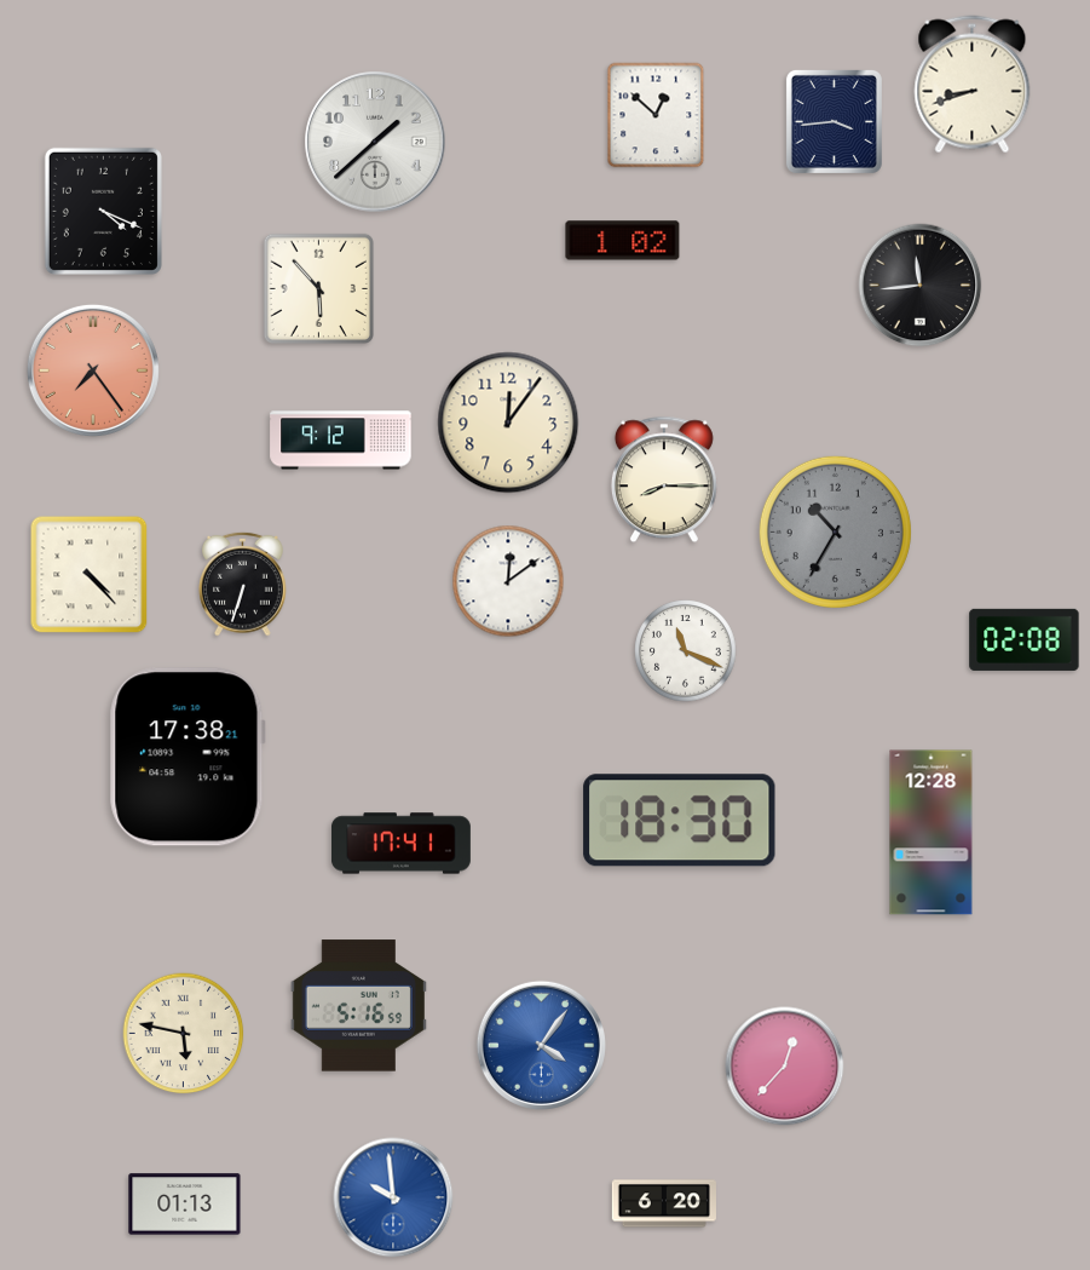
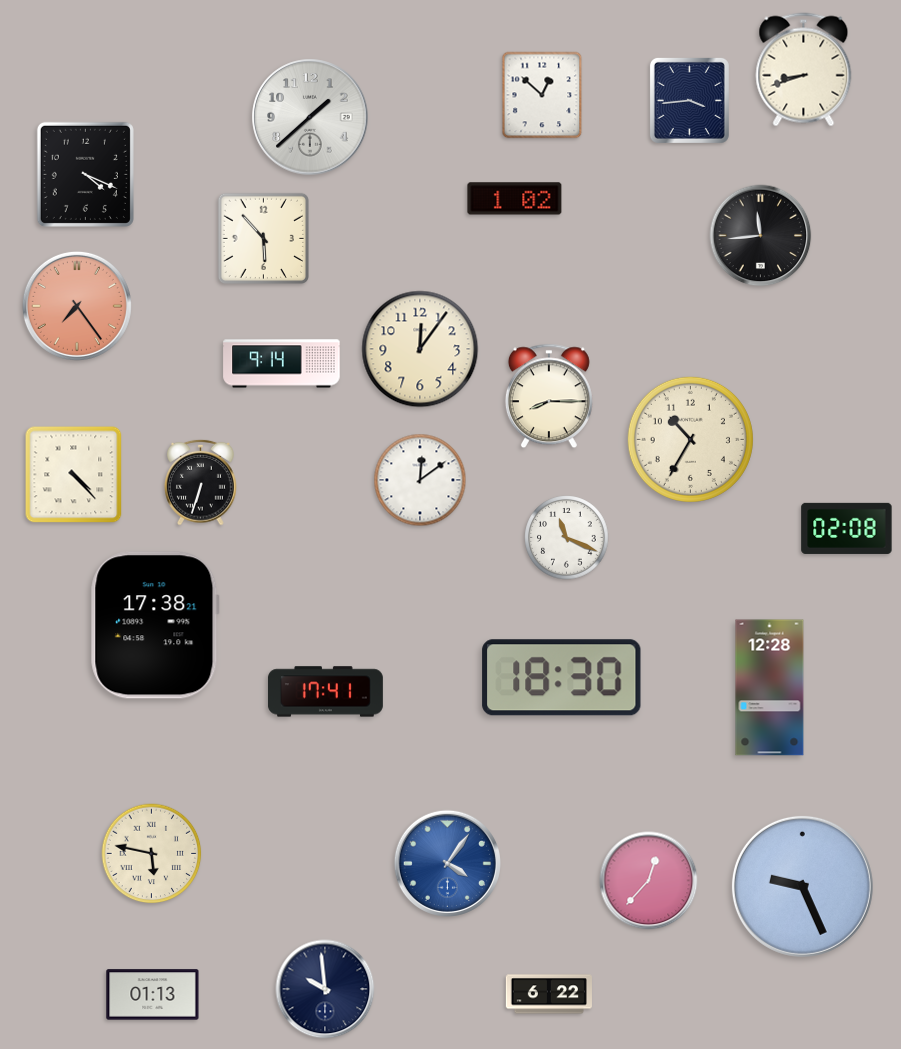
clock at (341, 441): 9:12 -> 9:14
clock at (835, 531) dial: grey -> cream
clock at (400, 844) position: (400, 844) -> (325, 692)
clock at (358, 1006): 5:16 -> none
clock at (802, 886): none -> 9:26
clock at (393, 1197) dial: blue -> navy
clock at (664, 1203): 6:20 -> 6:22
